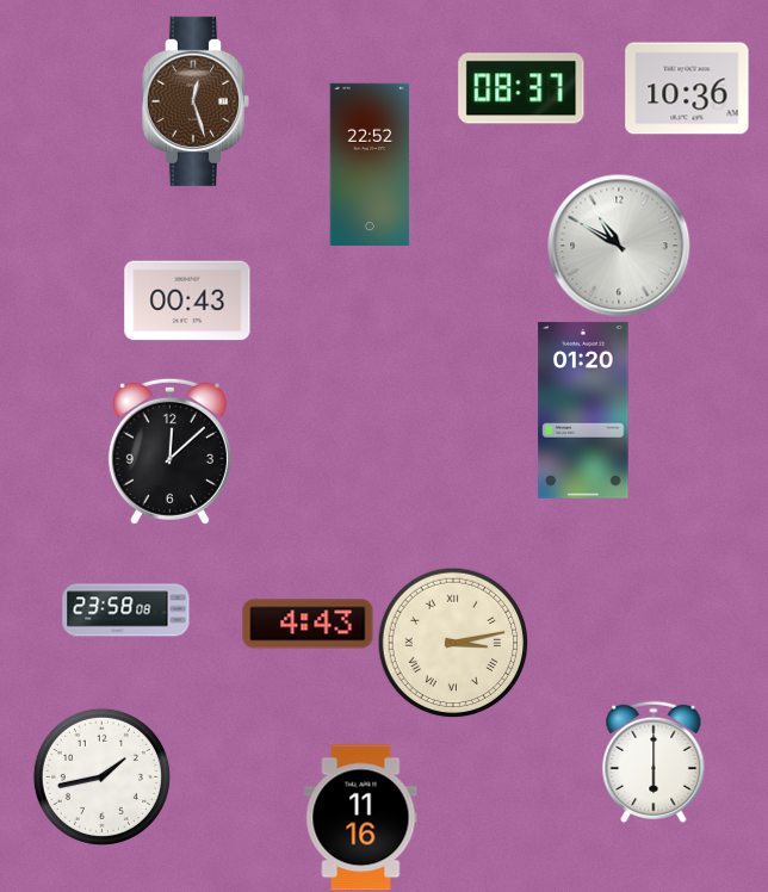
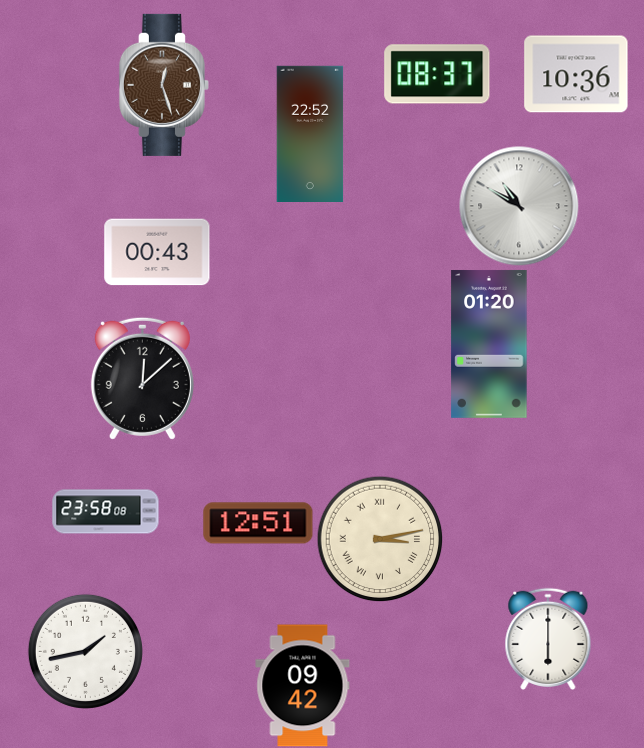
clock at (370, 163) position: (370, 163) -> (310, 133)
clock at (308, 624): 4:43 -> 12:51
clock at (361, 818): 11:16 -> 09:42
